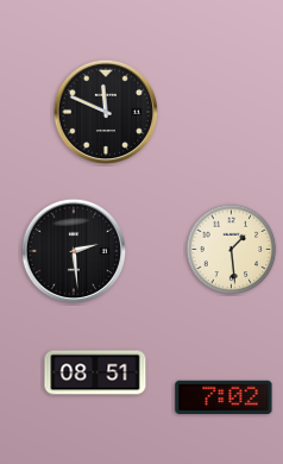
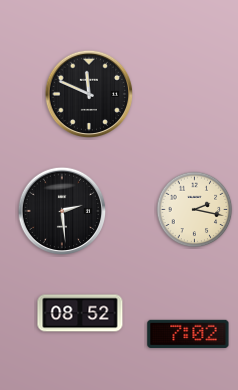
clock at (232, 250): 1:29 -> 2:17
clock at (95, 372): 08:51 -> 08:52
